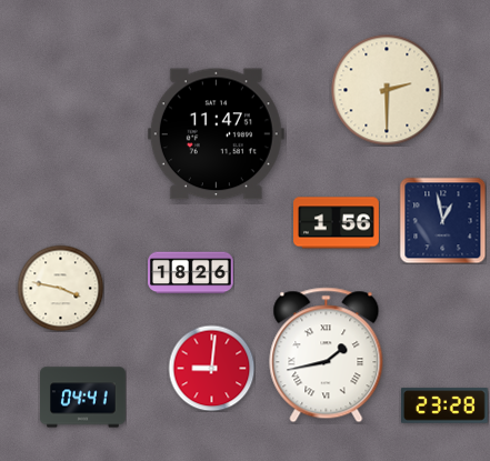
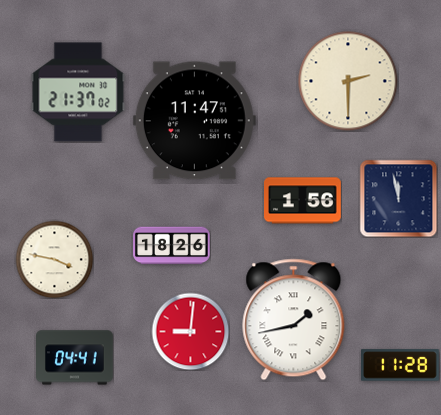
clock at (78, 92): none -> 21:37
clock at (442, 220): 12:58 -> 11:58
clock at (446, 405): 23:28 -> 11:28
